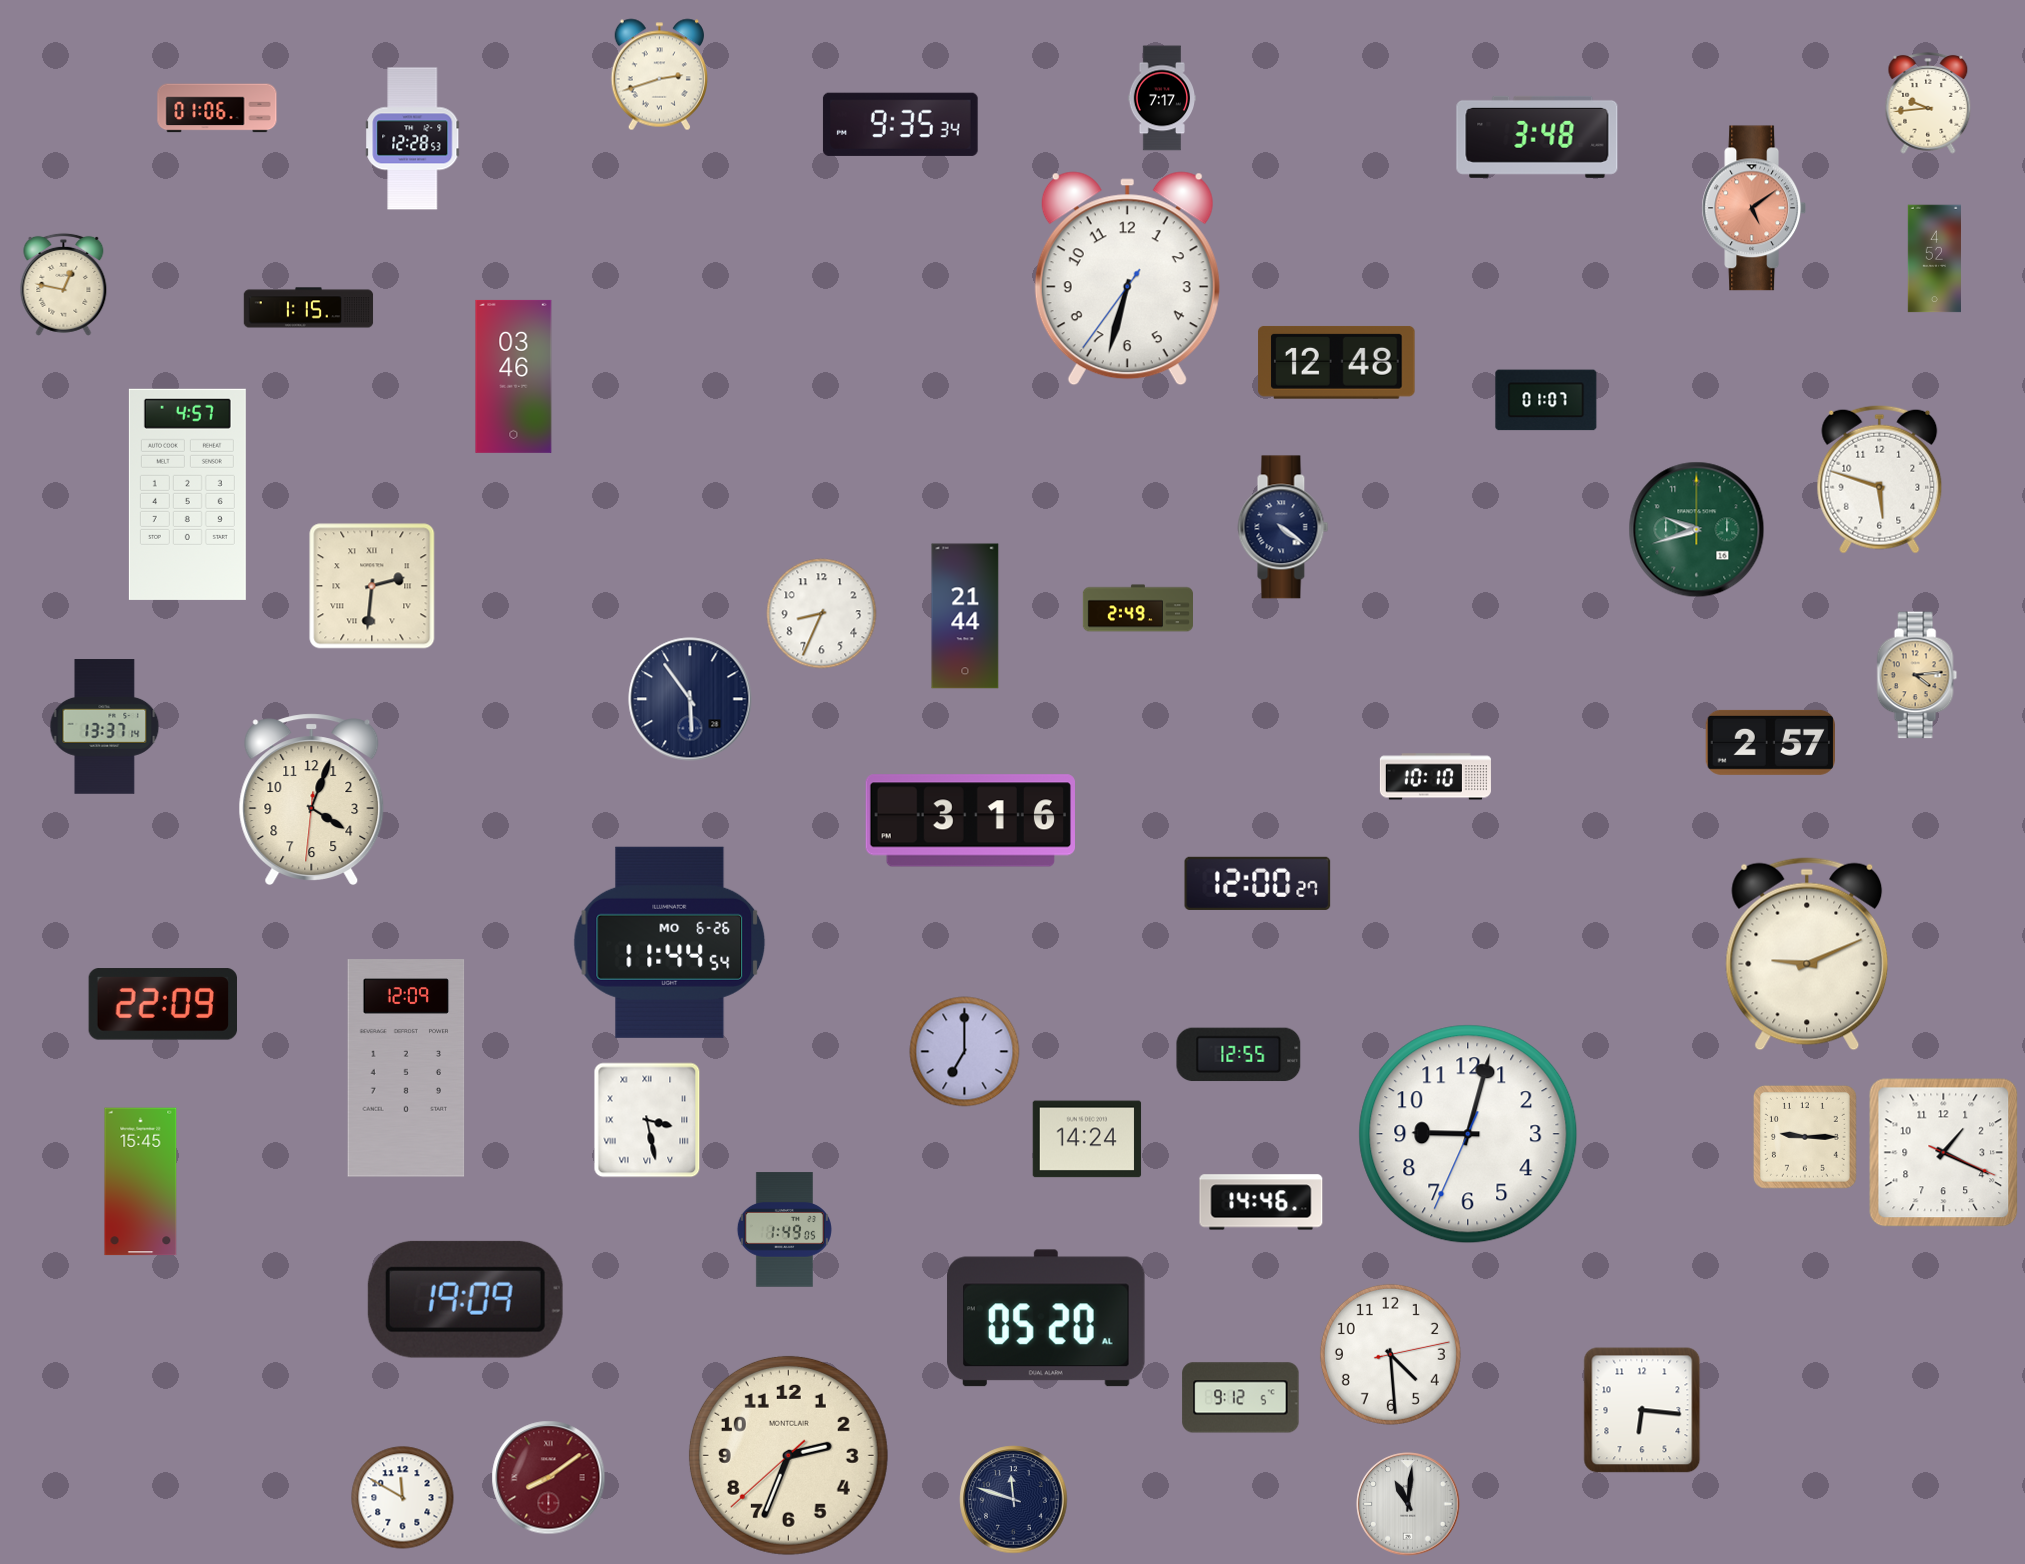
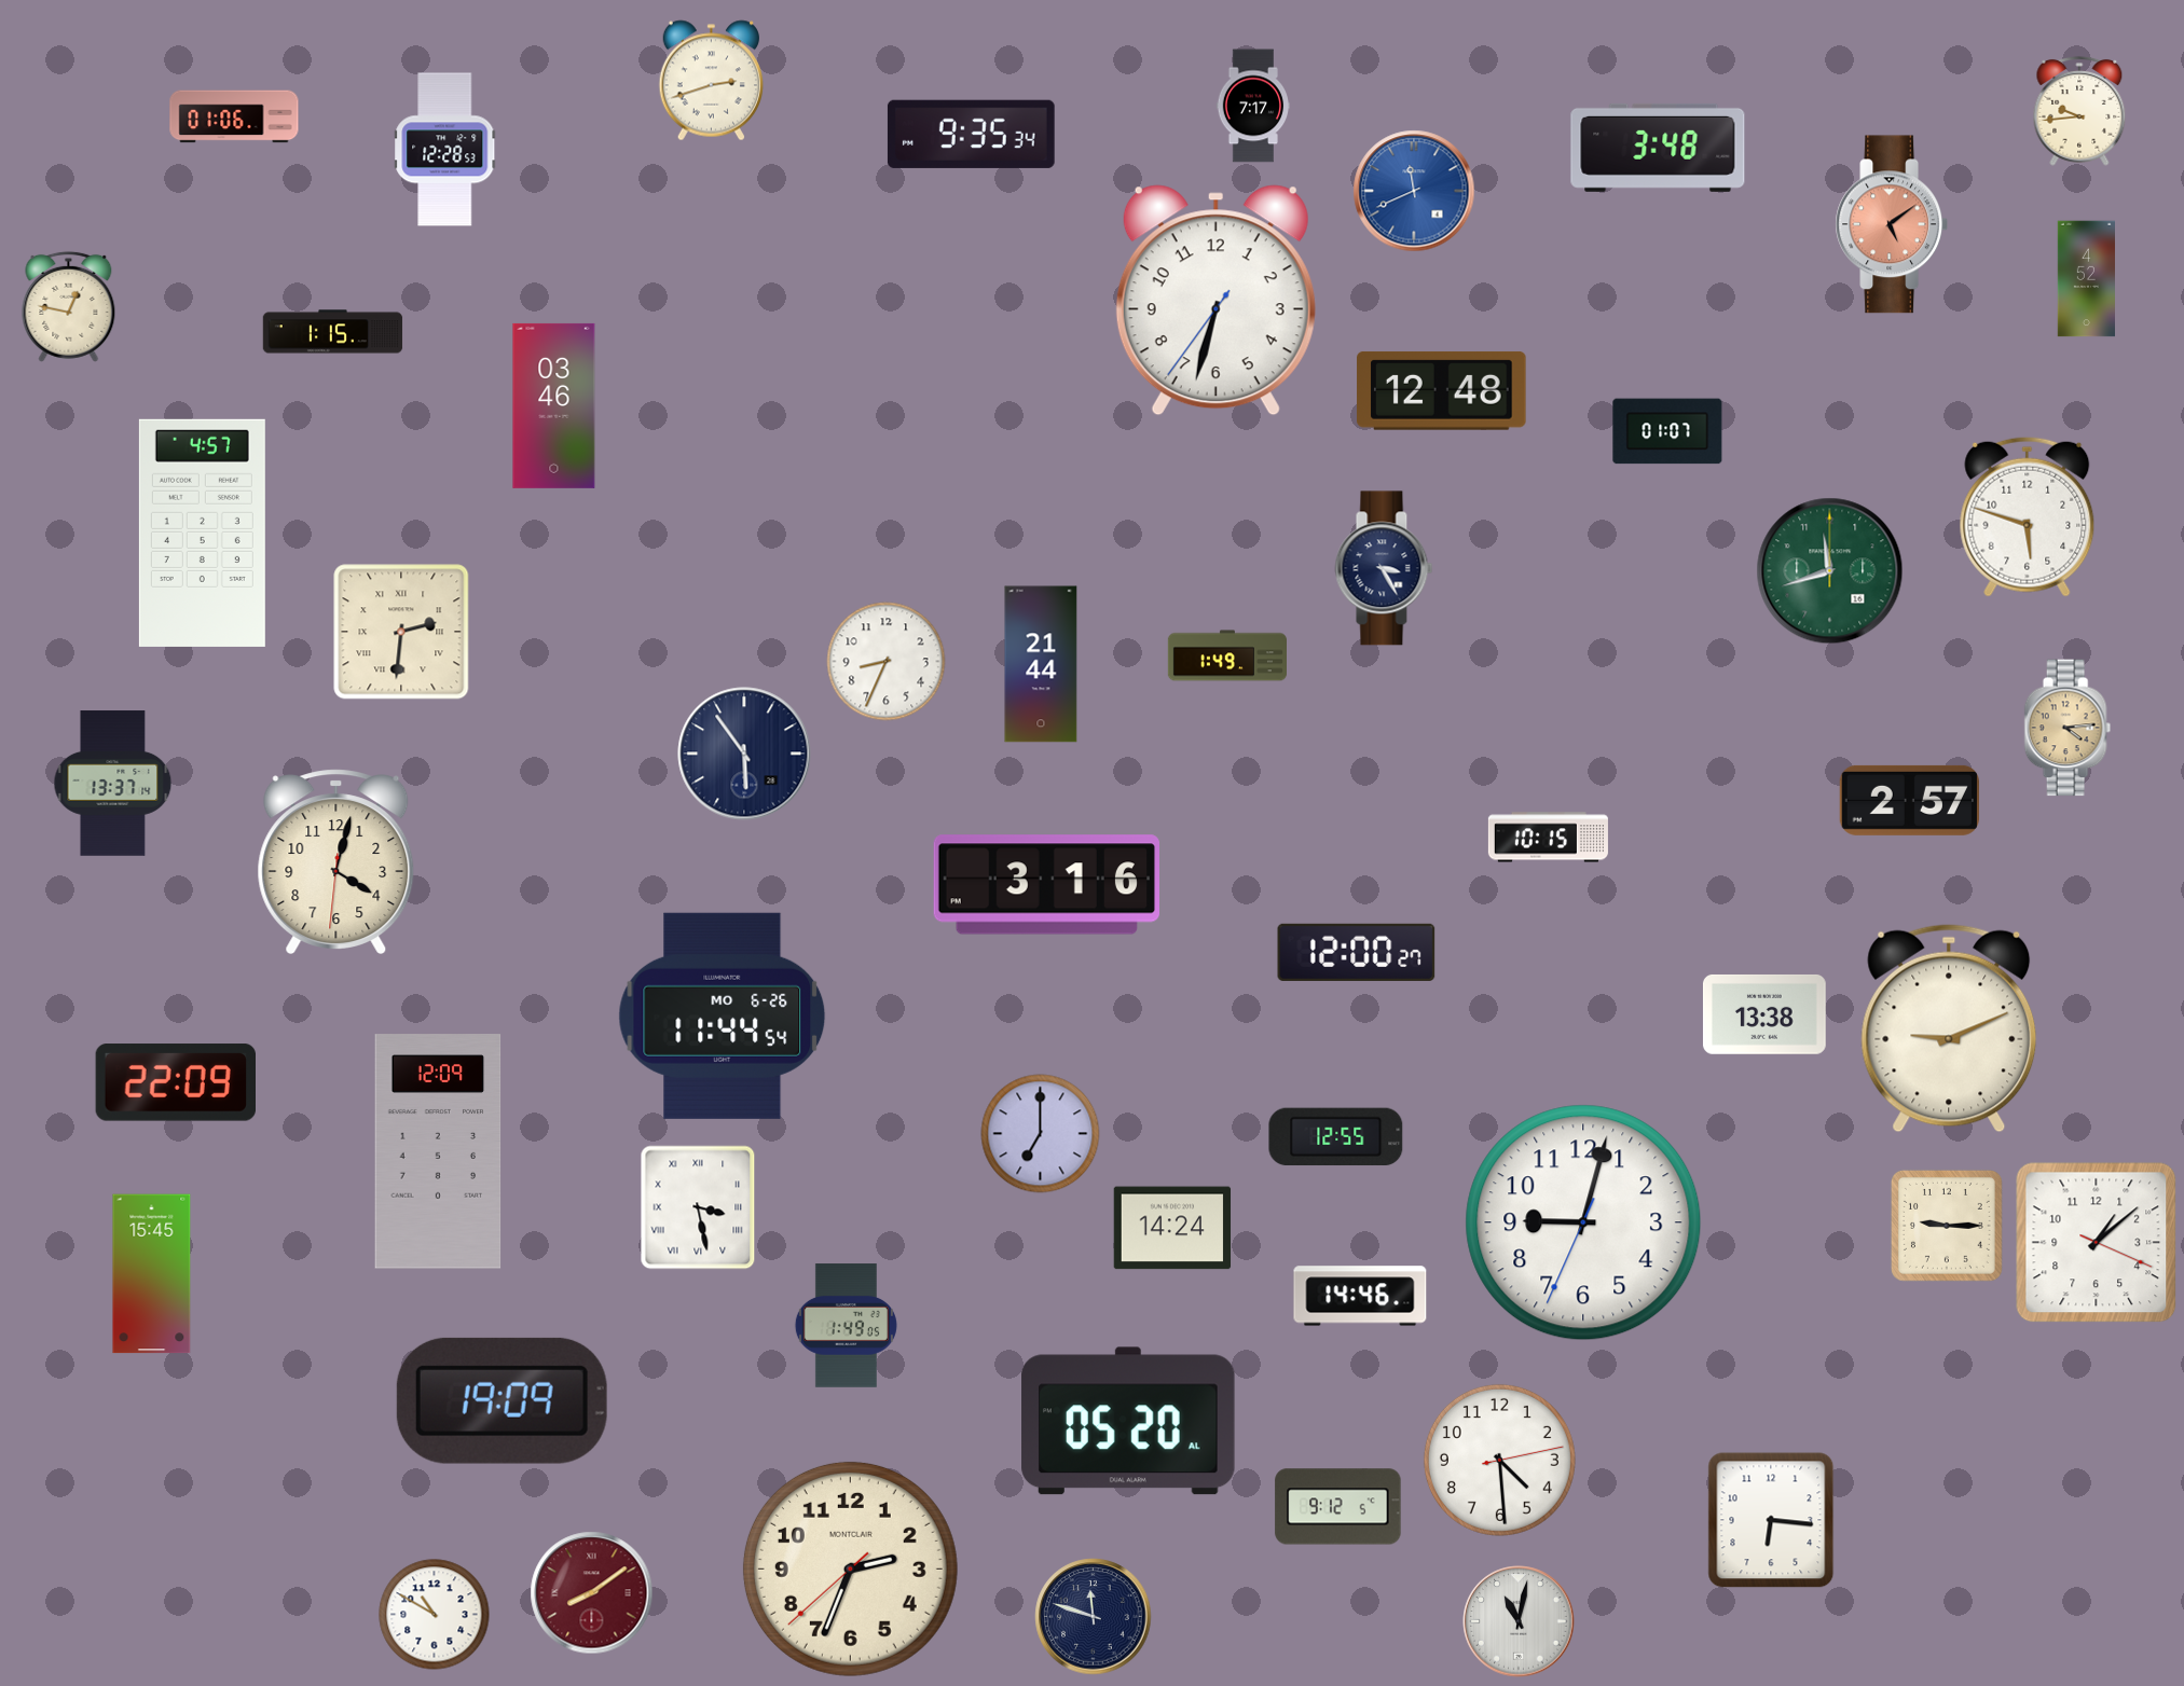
clock at (1414, 191): none -> 11:41
clock at (1283, 527): 4:21 -> 3:25
clock at (1697, 530): 9:42 -> 11:42
clock at (1137, 608): 2:49 -> 1:49
clock at (1435, 777): 10:10 -> 10:15
clock at (312, 799): 4:03 -> 4:02
clock at (1764, 1014): none -> 13:38
clock at (1944, 1153): 1:19 -> 1:08
clock at (403, 1498): 11:50 -> 10:50
clock at (1408, 1504): 11:01 -> 11:02
